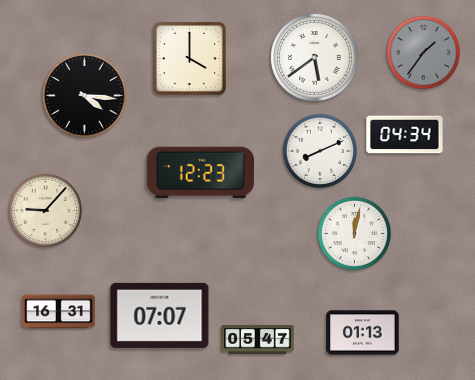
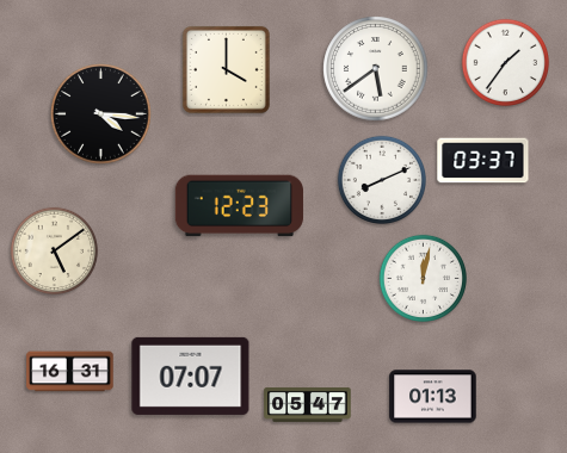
clock at (424, 53) dial: grey -> white
clock at (405, 135): 04:34 -> 03:37
clock at (46, 211): 9:07 -> 5:09
